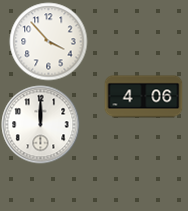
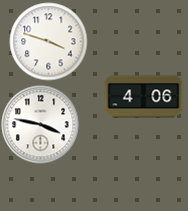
clock at (48, 41): 3:53 -> 3:48
clock at (40, 124): 12:00 -> 3:47
